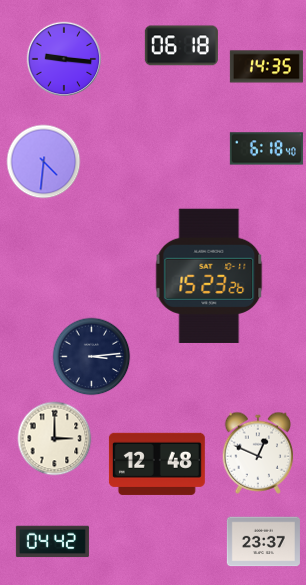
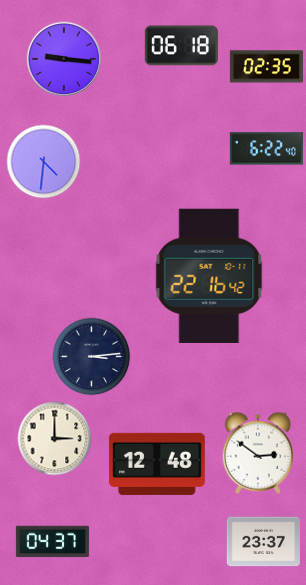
clock at (266, 67): 14:35 -> 02:35
clock at (266, 149): 6:18 -> 6:22
clock at (209, 276): 15:23 -> 22:16
clock at (258, 453): 12:49 -> 2:51
clock at (52, 542): 04:42 -> 04:37
